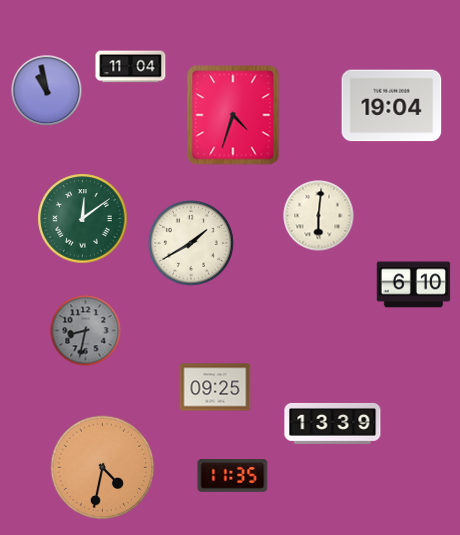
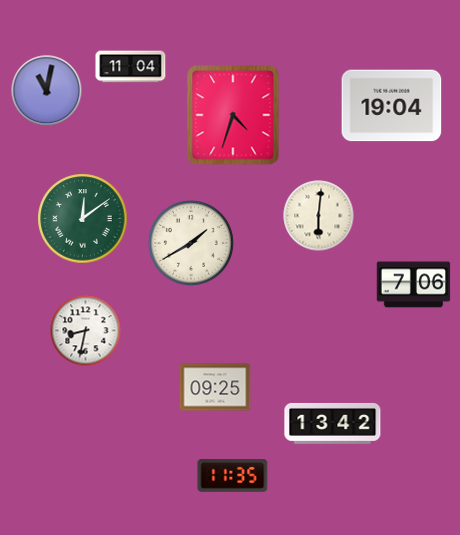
clock at (47, 91): 10:58 -> 11:02
clock at (414, 285): 6:10 -> 7:06
clock at (86, 331) dial: grey -> white
clock at (333, 423): 13:39 -> 13:42
clock at (103, 468): 4:32 -> none
